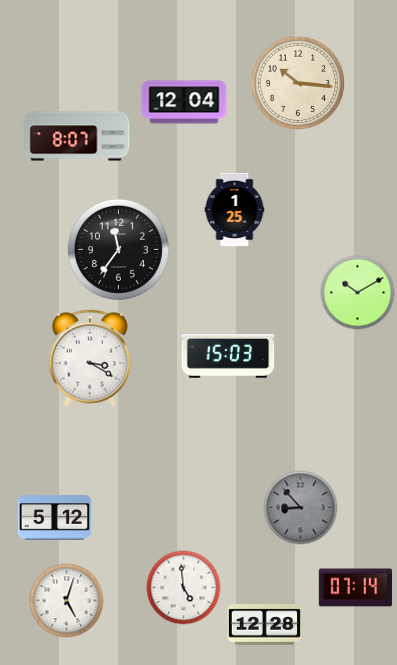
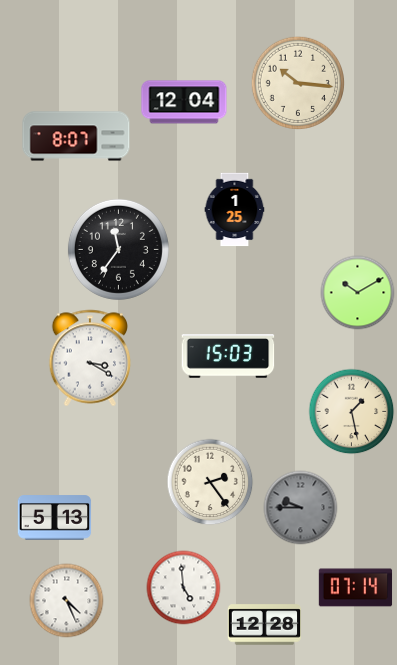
clock at (352, 412): none -> 1:28
clock at (210, 482): none -> 2:24
clock at (301, 508): 8:53 -> 9:45
clock at (55, 518): 5:12 -> 5:13
clock at (67, 601): 5:03 -> 4:26
